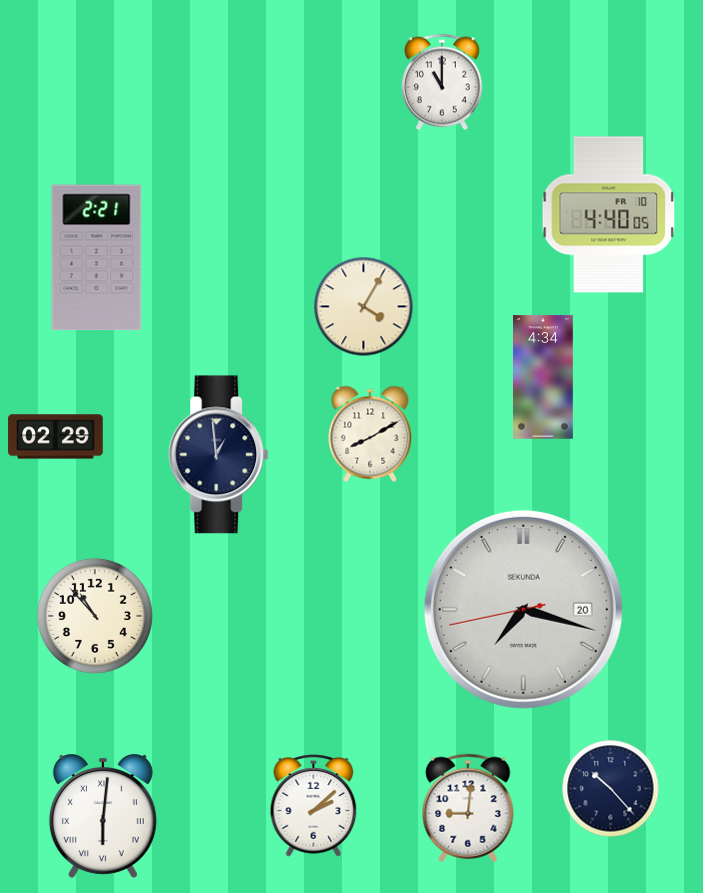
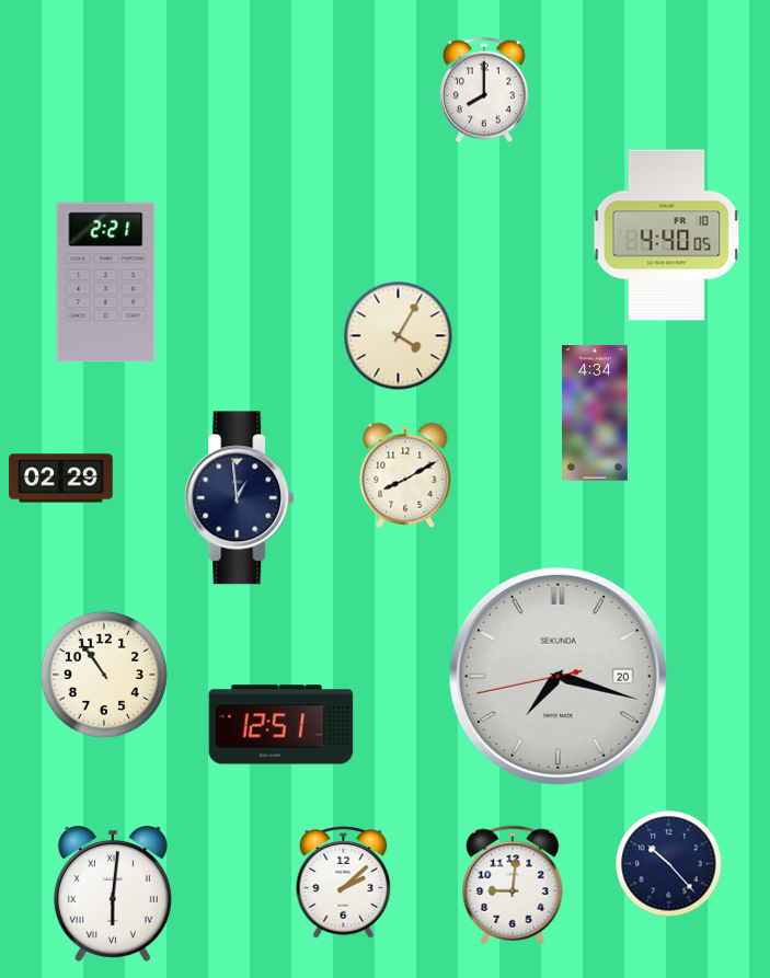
clock at (442, 82): 11:00 -> 8:00
clock at (523, 609) position: (523, 609) -> (558, 676)
clock at (95, 616): 10:53 -> 10:54
clock at (281, 725): none -> 12:51
